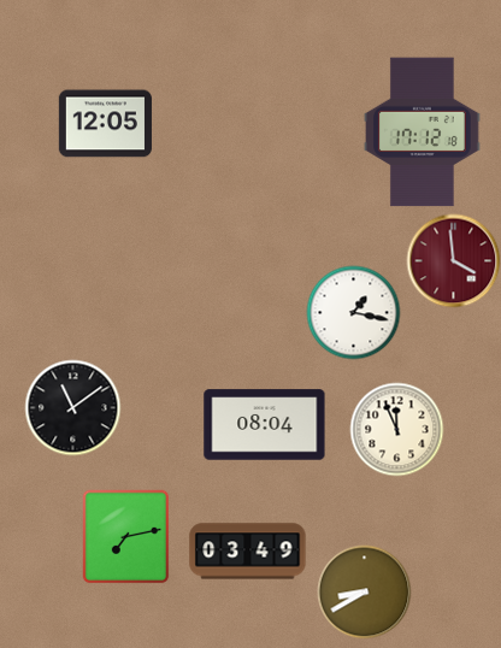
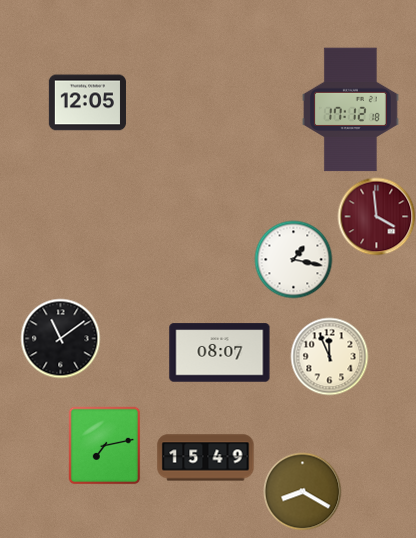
clock at (265, 425): 08:04 -> 08:07
clock at (248, 552): 03:49 -> 15:49
clock at (364, 591): 8:40 -> 8:20
